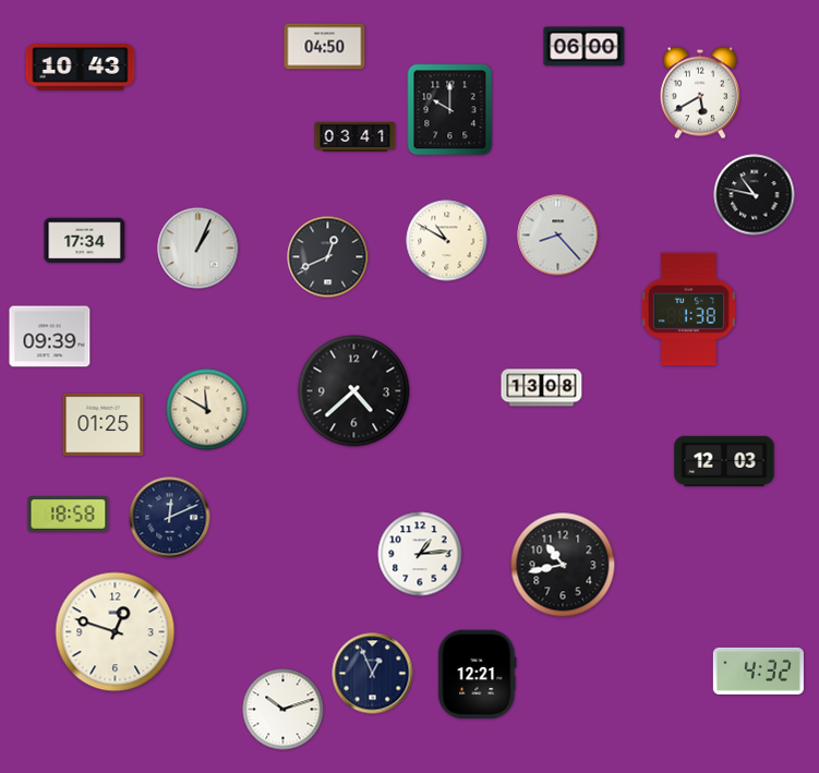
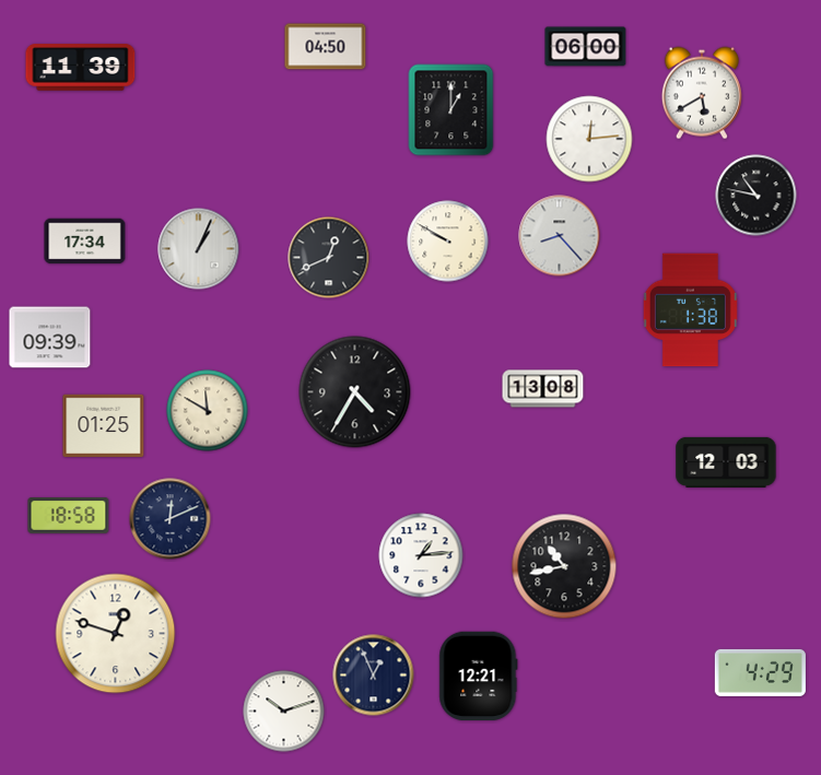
clock at (81, 68): 10:43 -> 11:39
clock at (450, 110): 10:00 -> 1:00
clock at (356, 136): 03:41 -> none
clock at (589, 139): none -> 12:14
clock at (447, 241): 10:50 -> 9:50
clock at (354, 391): 4:38 -> 4:35
clock at (758, 671): 4:32 -> 4:29
